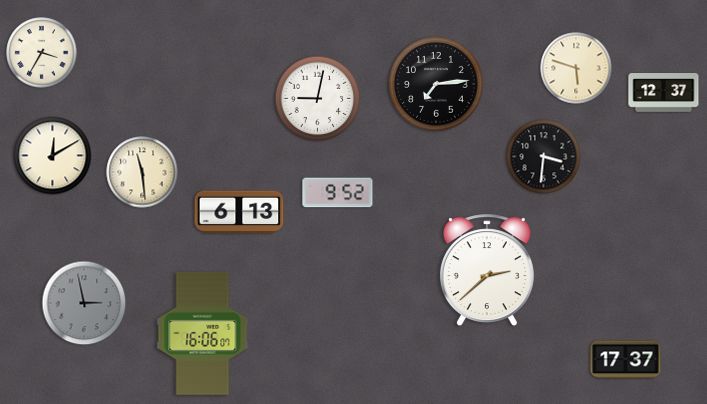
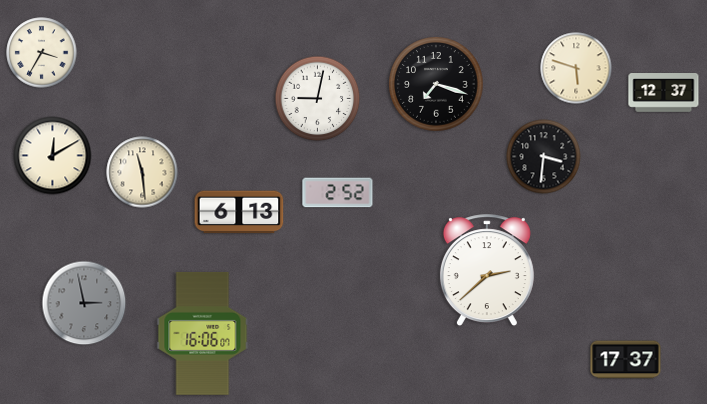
clock at (436, 84): 7:14 -> 7:18
clock at (338, 193): 9:52 -> 2:52
